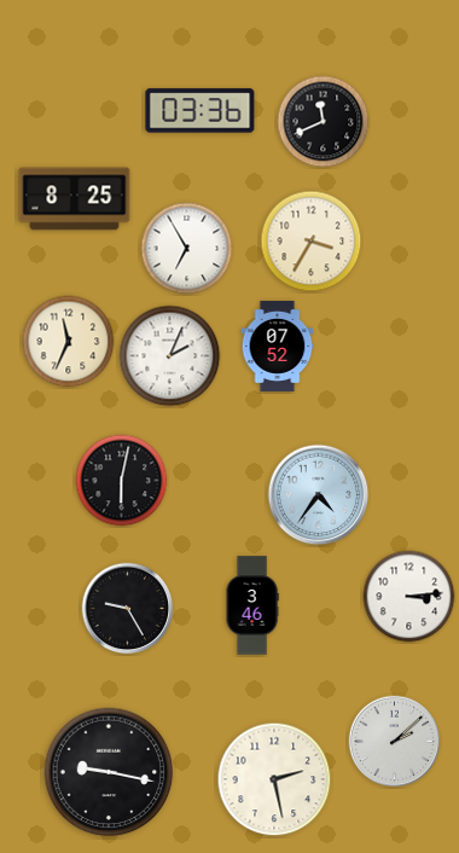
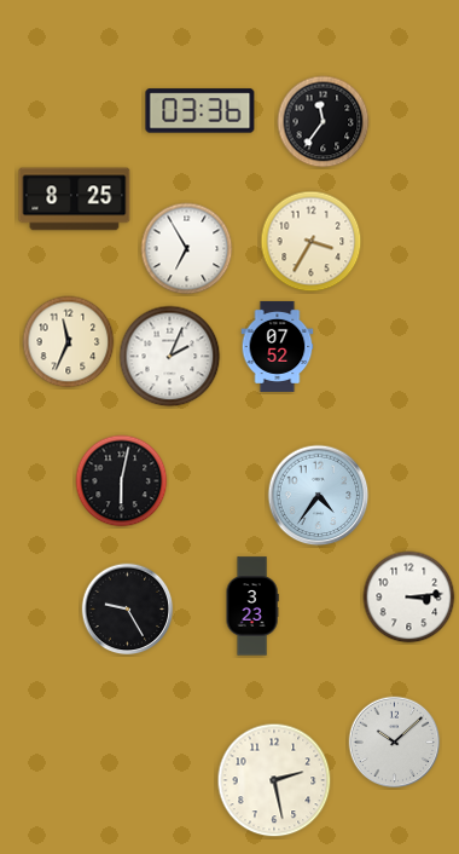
clock at (324, 122): 11:41 -> 11:36
clock at (252, 605): 3:46 -> 3:23
clock at (395, 742): 2:08 -> 10:08
clock at (109, 772): 9:17 -> none
